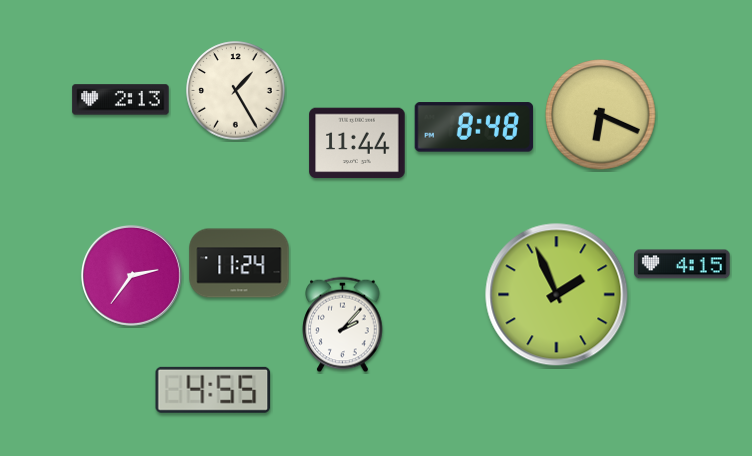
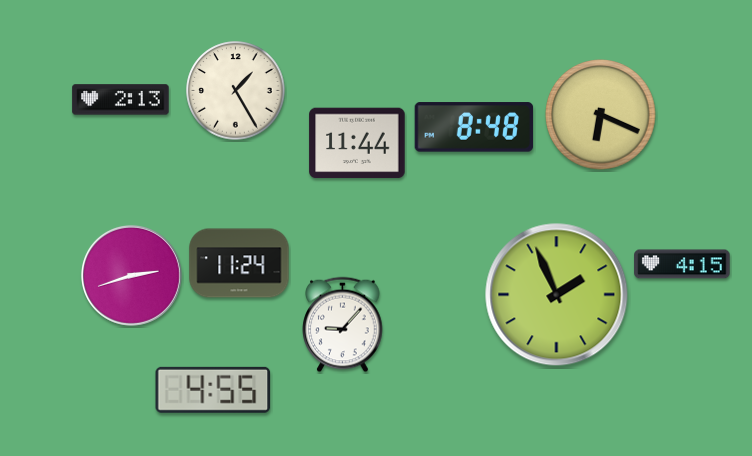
clock at (131, 275): 2:36 -> 2:42
clock at (343, 325): 2:07 -> 9:07
